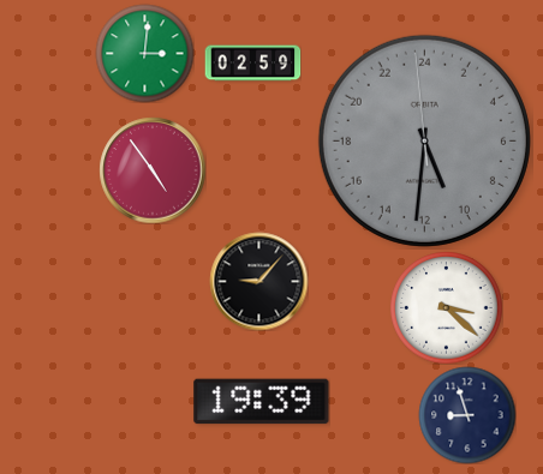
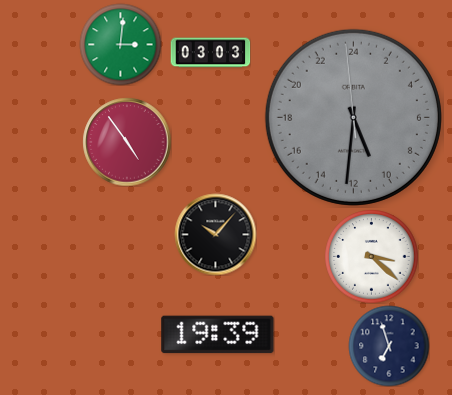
clock at (252, 64): 02:59 -> 03:03
clock at (258, 281): 9:07 -> 10:07
clock at (467, 415): 8:57 -> 6:57
